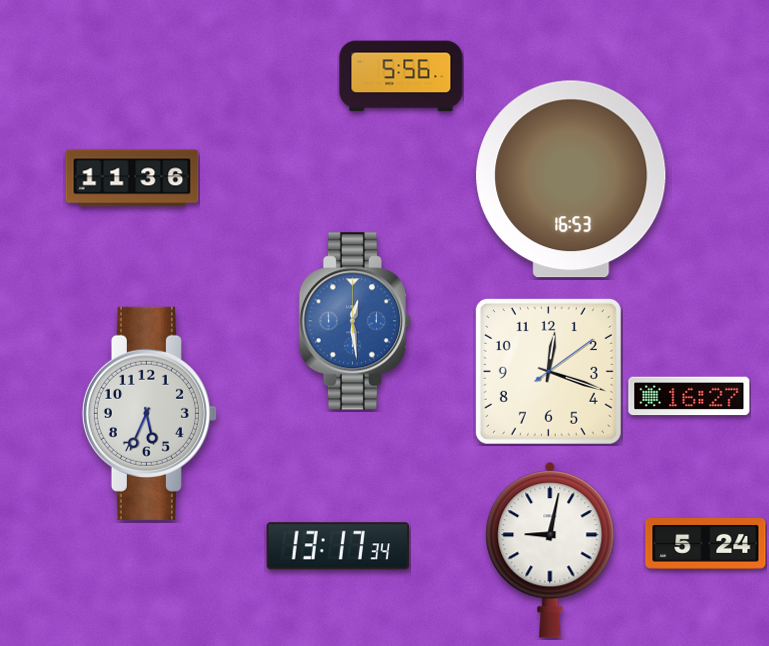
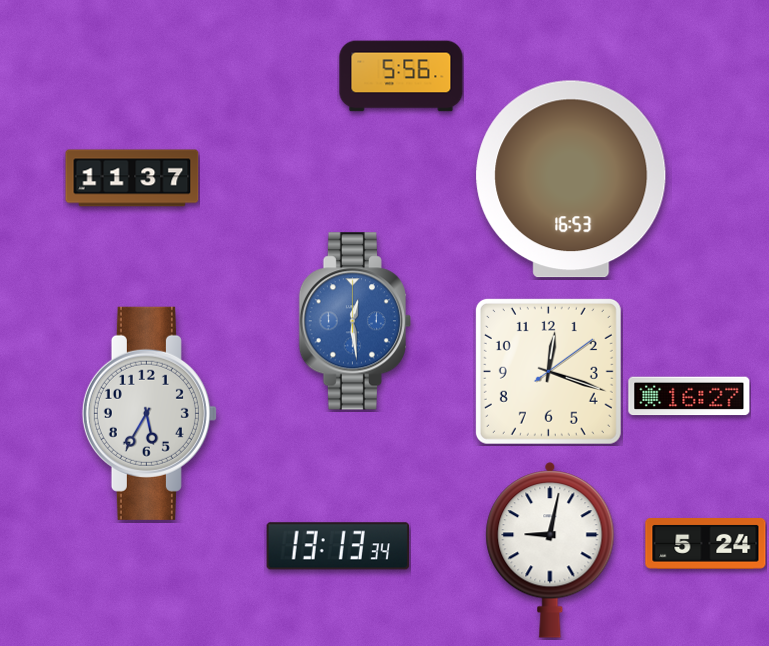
clock at (132, 178): 11:36 -> 11:37
clock at (149, 413): 5:34 -> 5:35
clock at (338, 546): 13:17 -> 13:13
